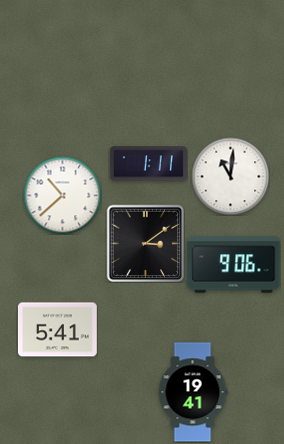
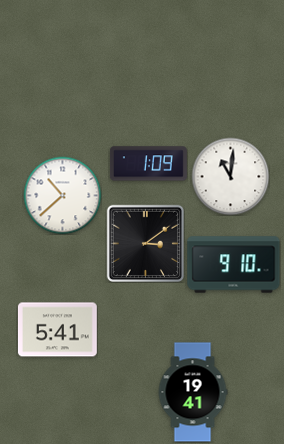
clock at (148, 164): 1:11 -> 1:09
clock at (234, 265): 9:06 -> 9:10
